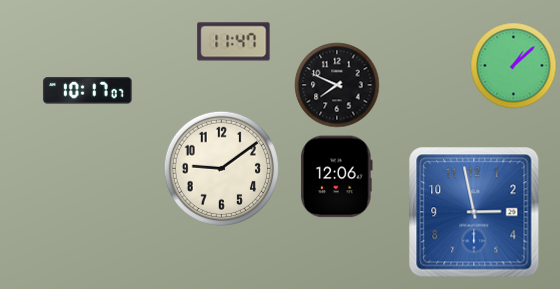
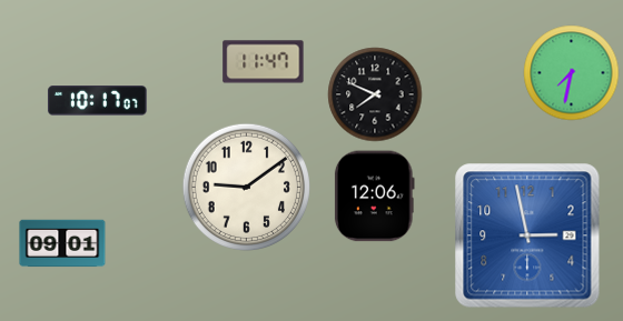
clock at (234, 42) position: (234, 42) -> (264, 62)
clock at (514, 66): 1:08 -> 7:32
clock at (62, 243): none -> 09:01
